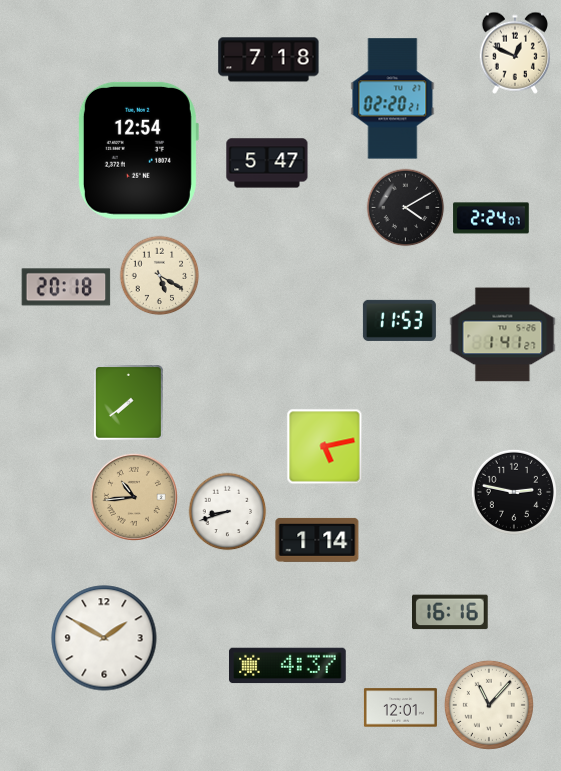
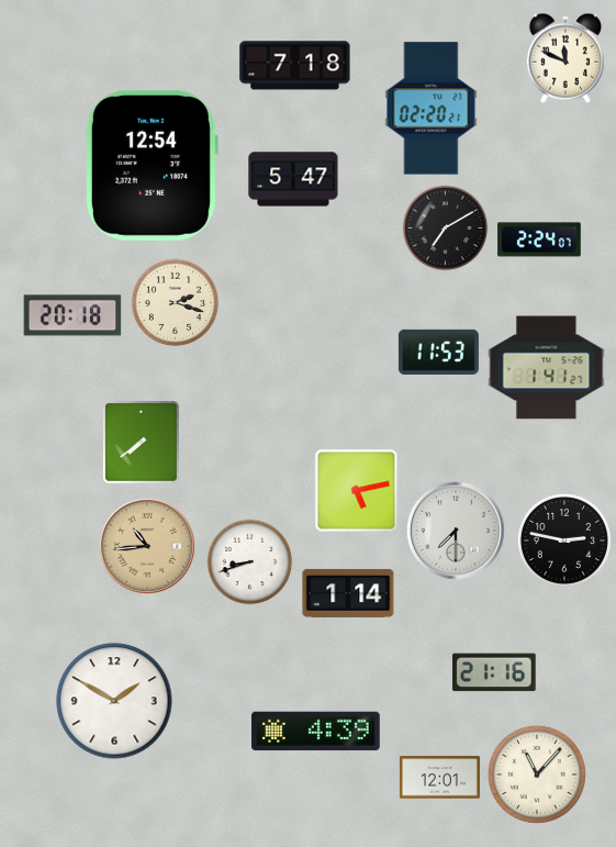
clock at (514, 53): 12:49 -> 11:49
clock at (406, 208): 4:10 -> 7:10
clock at (160, 276): 5:20 -> 2:18
clock at (503, 335) position: (503, 335) -> (547, 368)
clock at (456, 531): none -> 7:30
clock at (451, 612): 16:16 -> 21:16
clock at (288, 666): 4:37 -> 4:39
